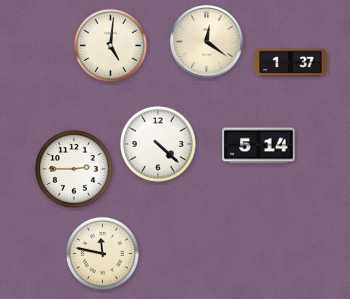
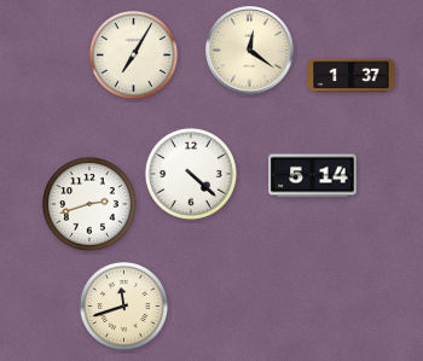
clock at (110, 45): 5:01 -> 7:05
clock at (74, 169): 2:45 -> 2:42
clock at (102, 253): 11:47 -> 11:42
